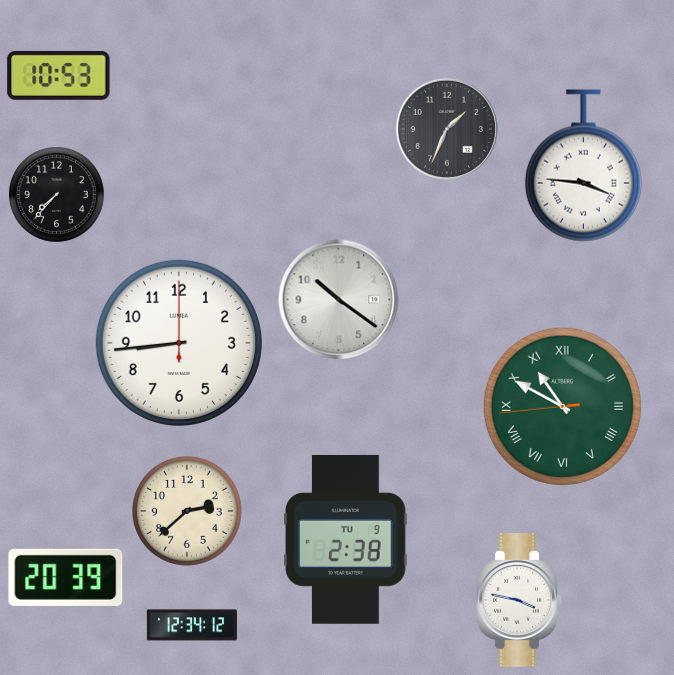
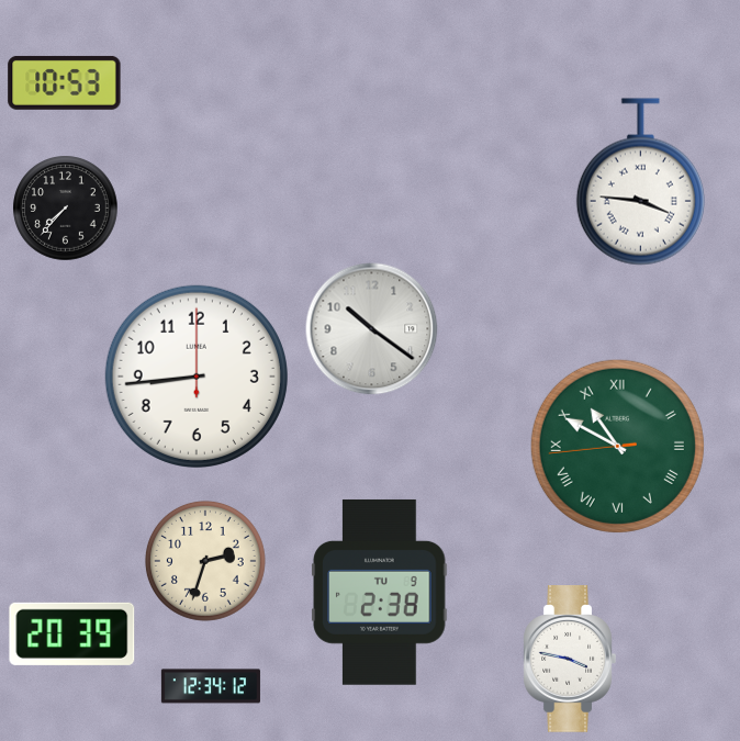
clock at (447, 129): 1:34 -> none
clock at (57, 195) position: (57, 195) -> (66, 209)
clock at (187, 511): 2:38 -> 2:33
